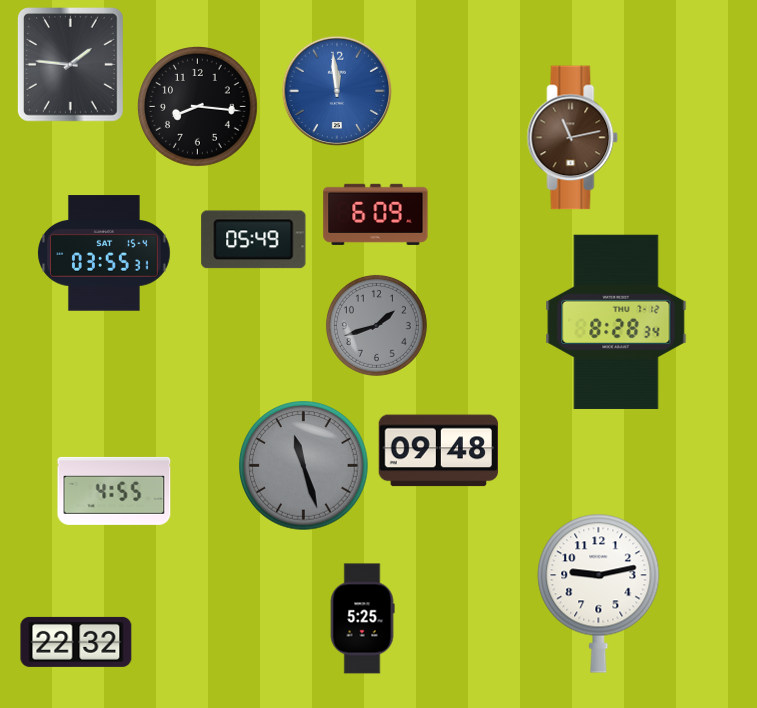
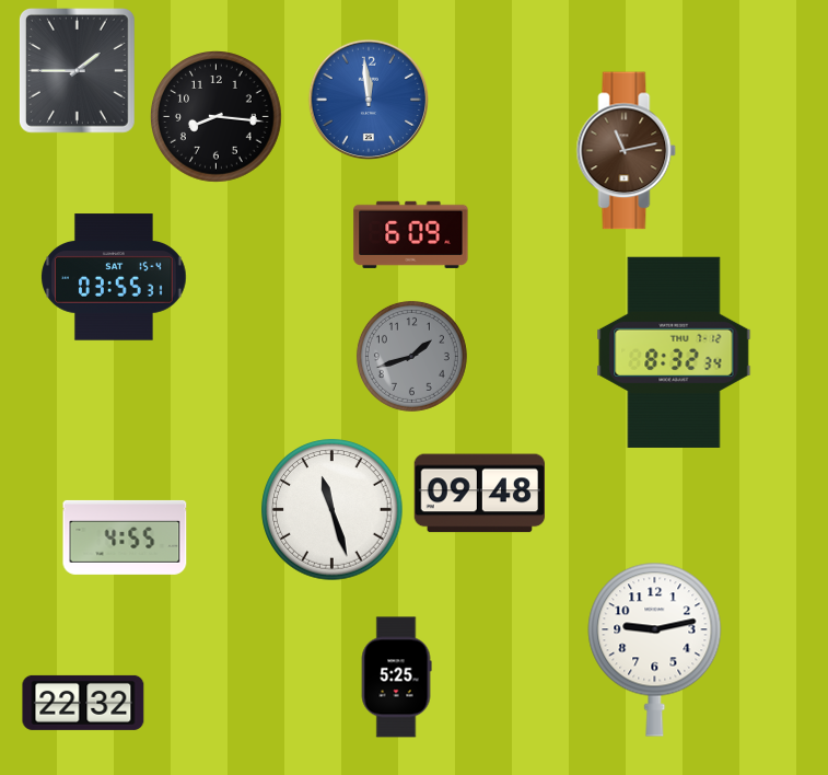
clock at (71, 65): 1:46 -> 1:45
clock at (254, 240): 05:49 -> none
clock at (616, 322): 8:28 -> 8:32
clock at (304, 466) dial: grey -> white
